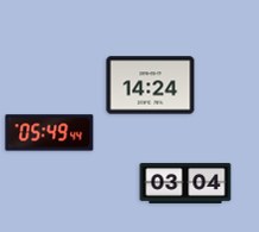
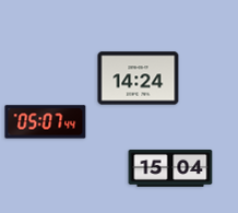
clock at (50, 133): 05:49 -> 05:07
clock at (185, 183): 03:04 -> 15:04
